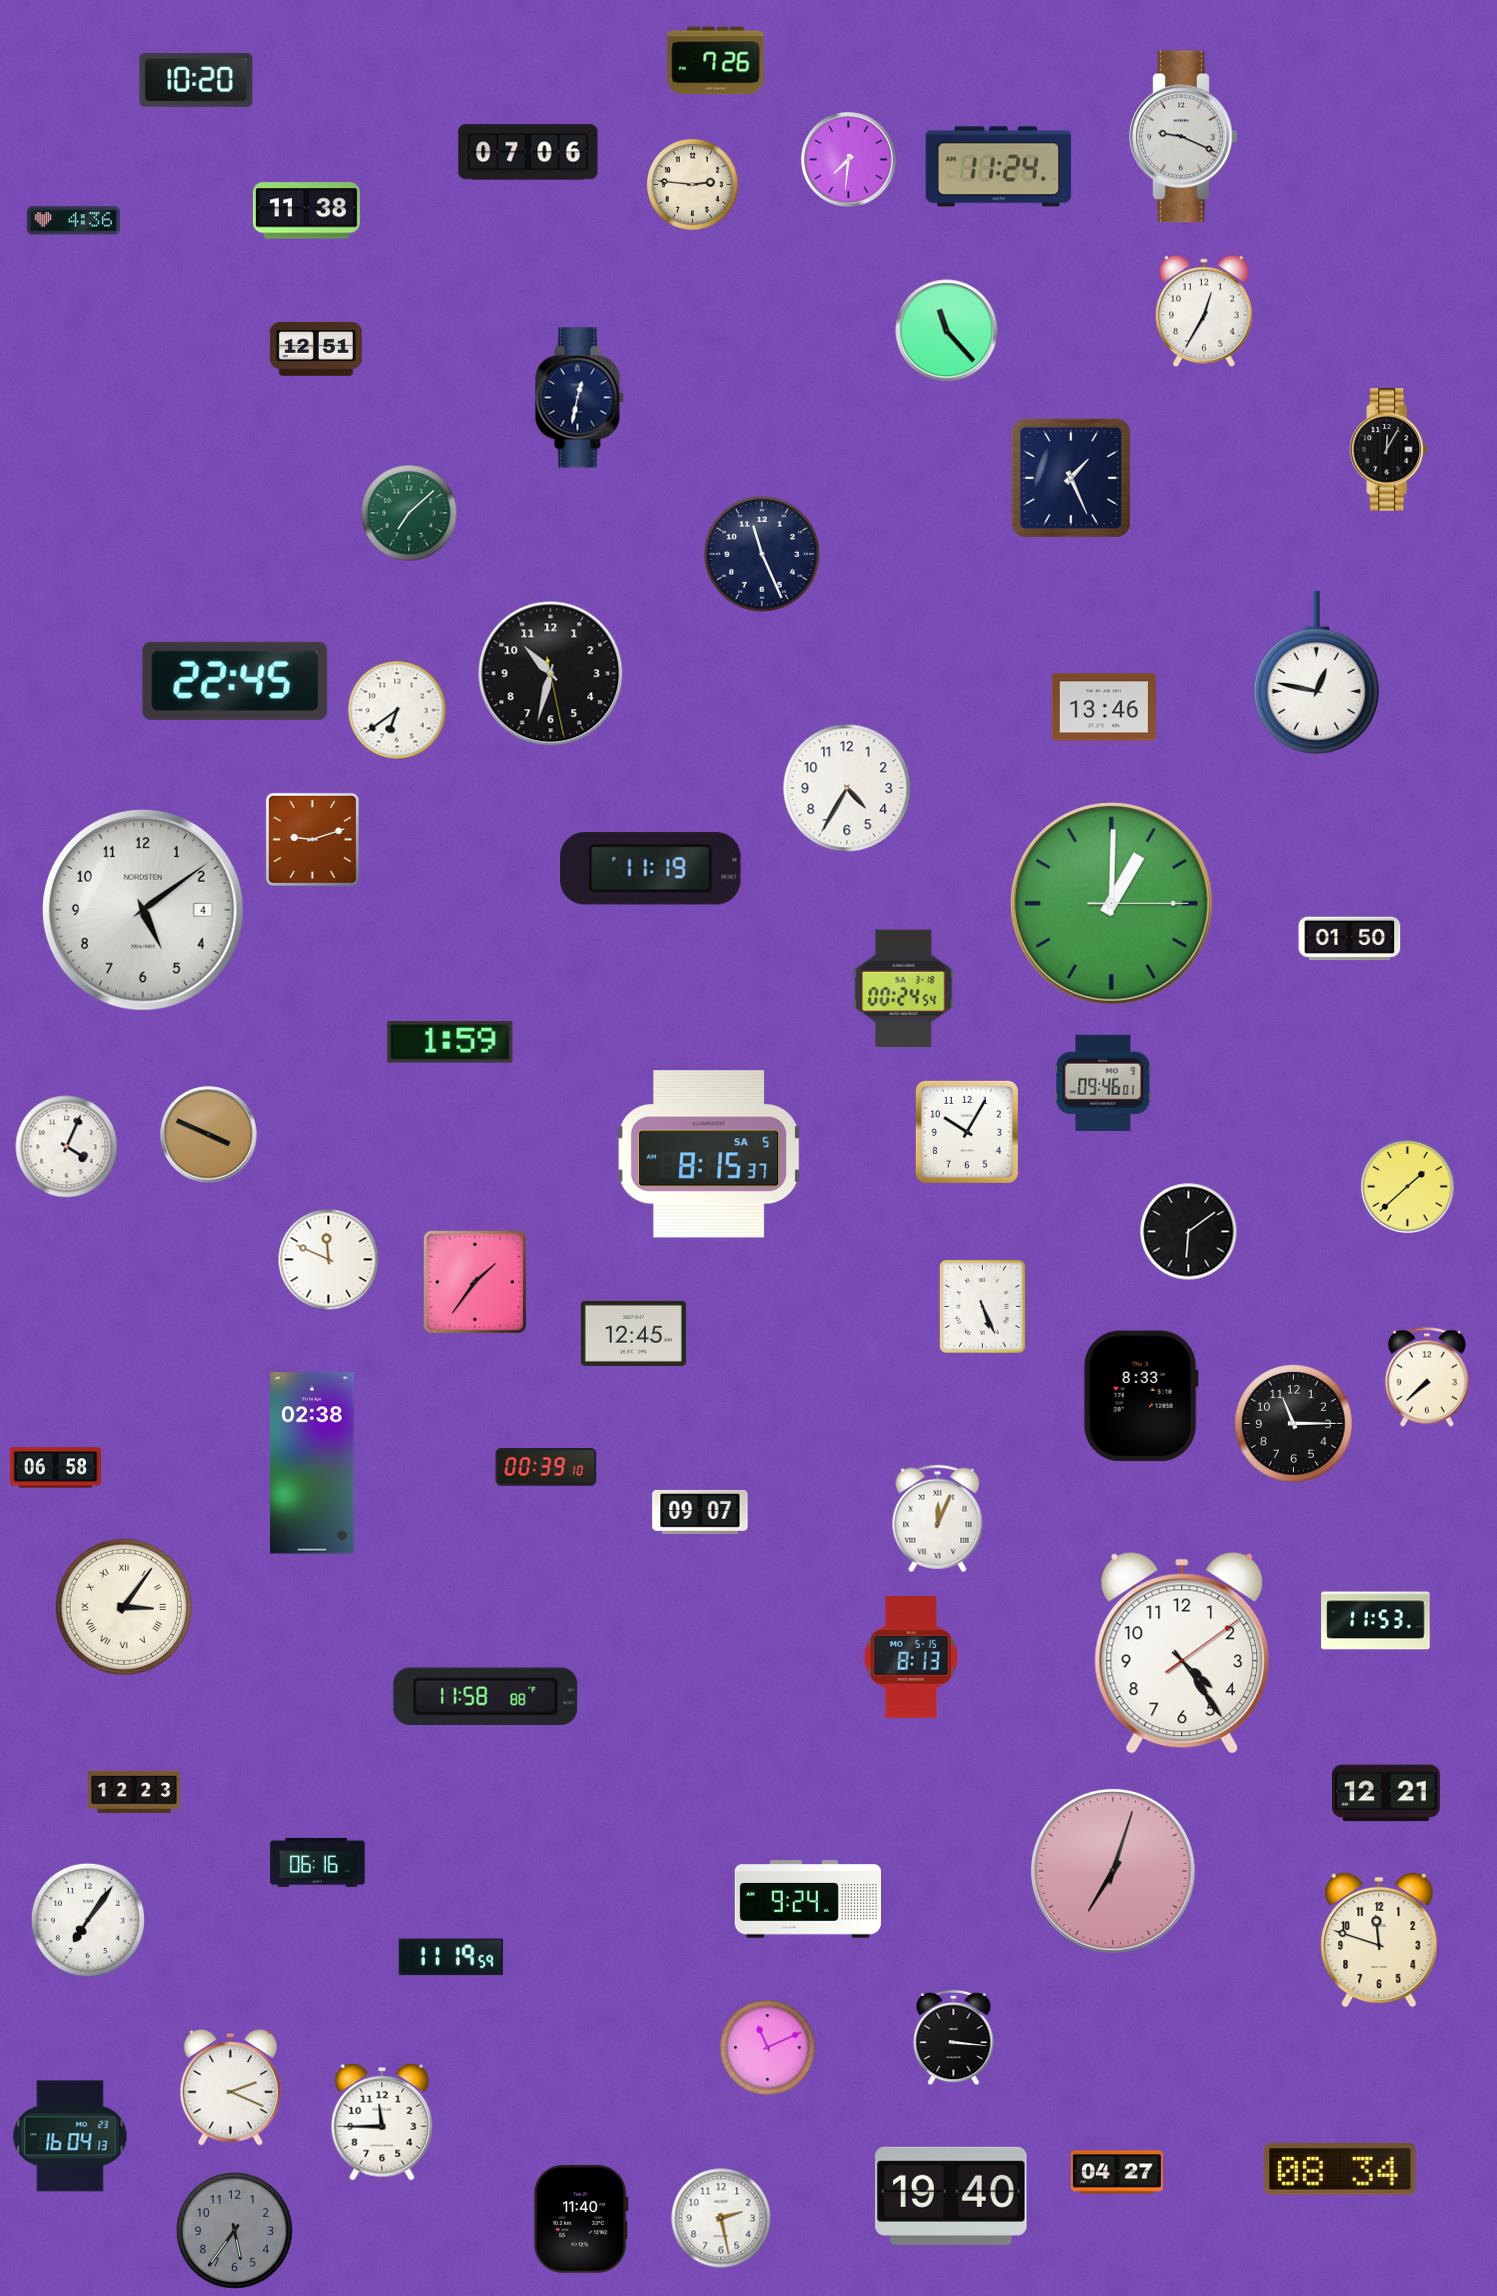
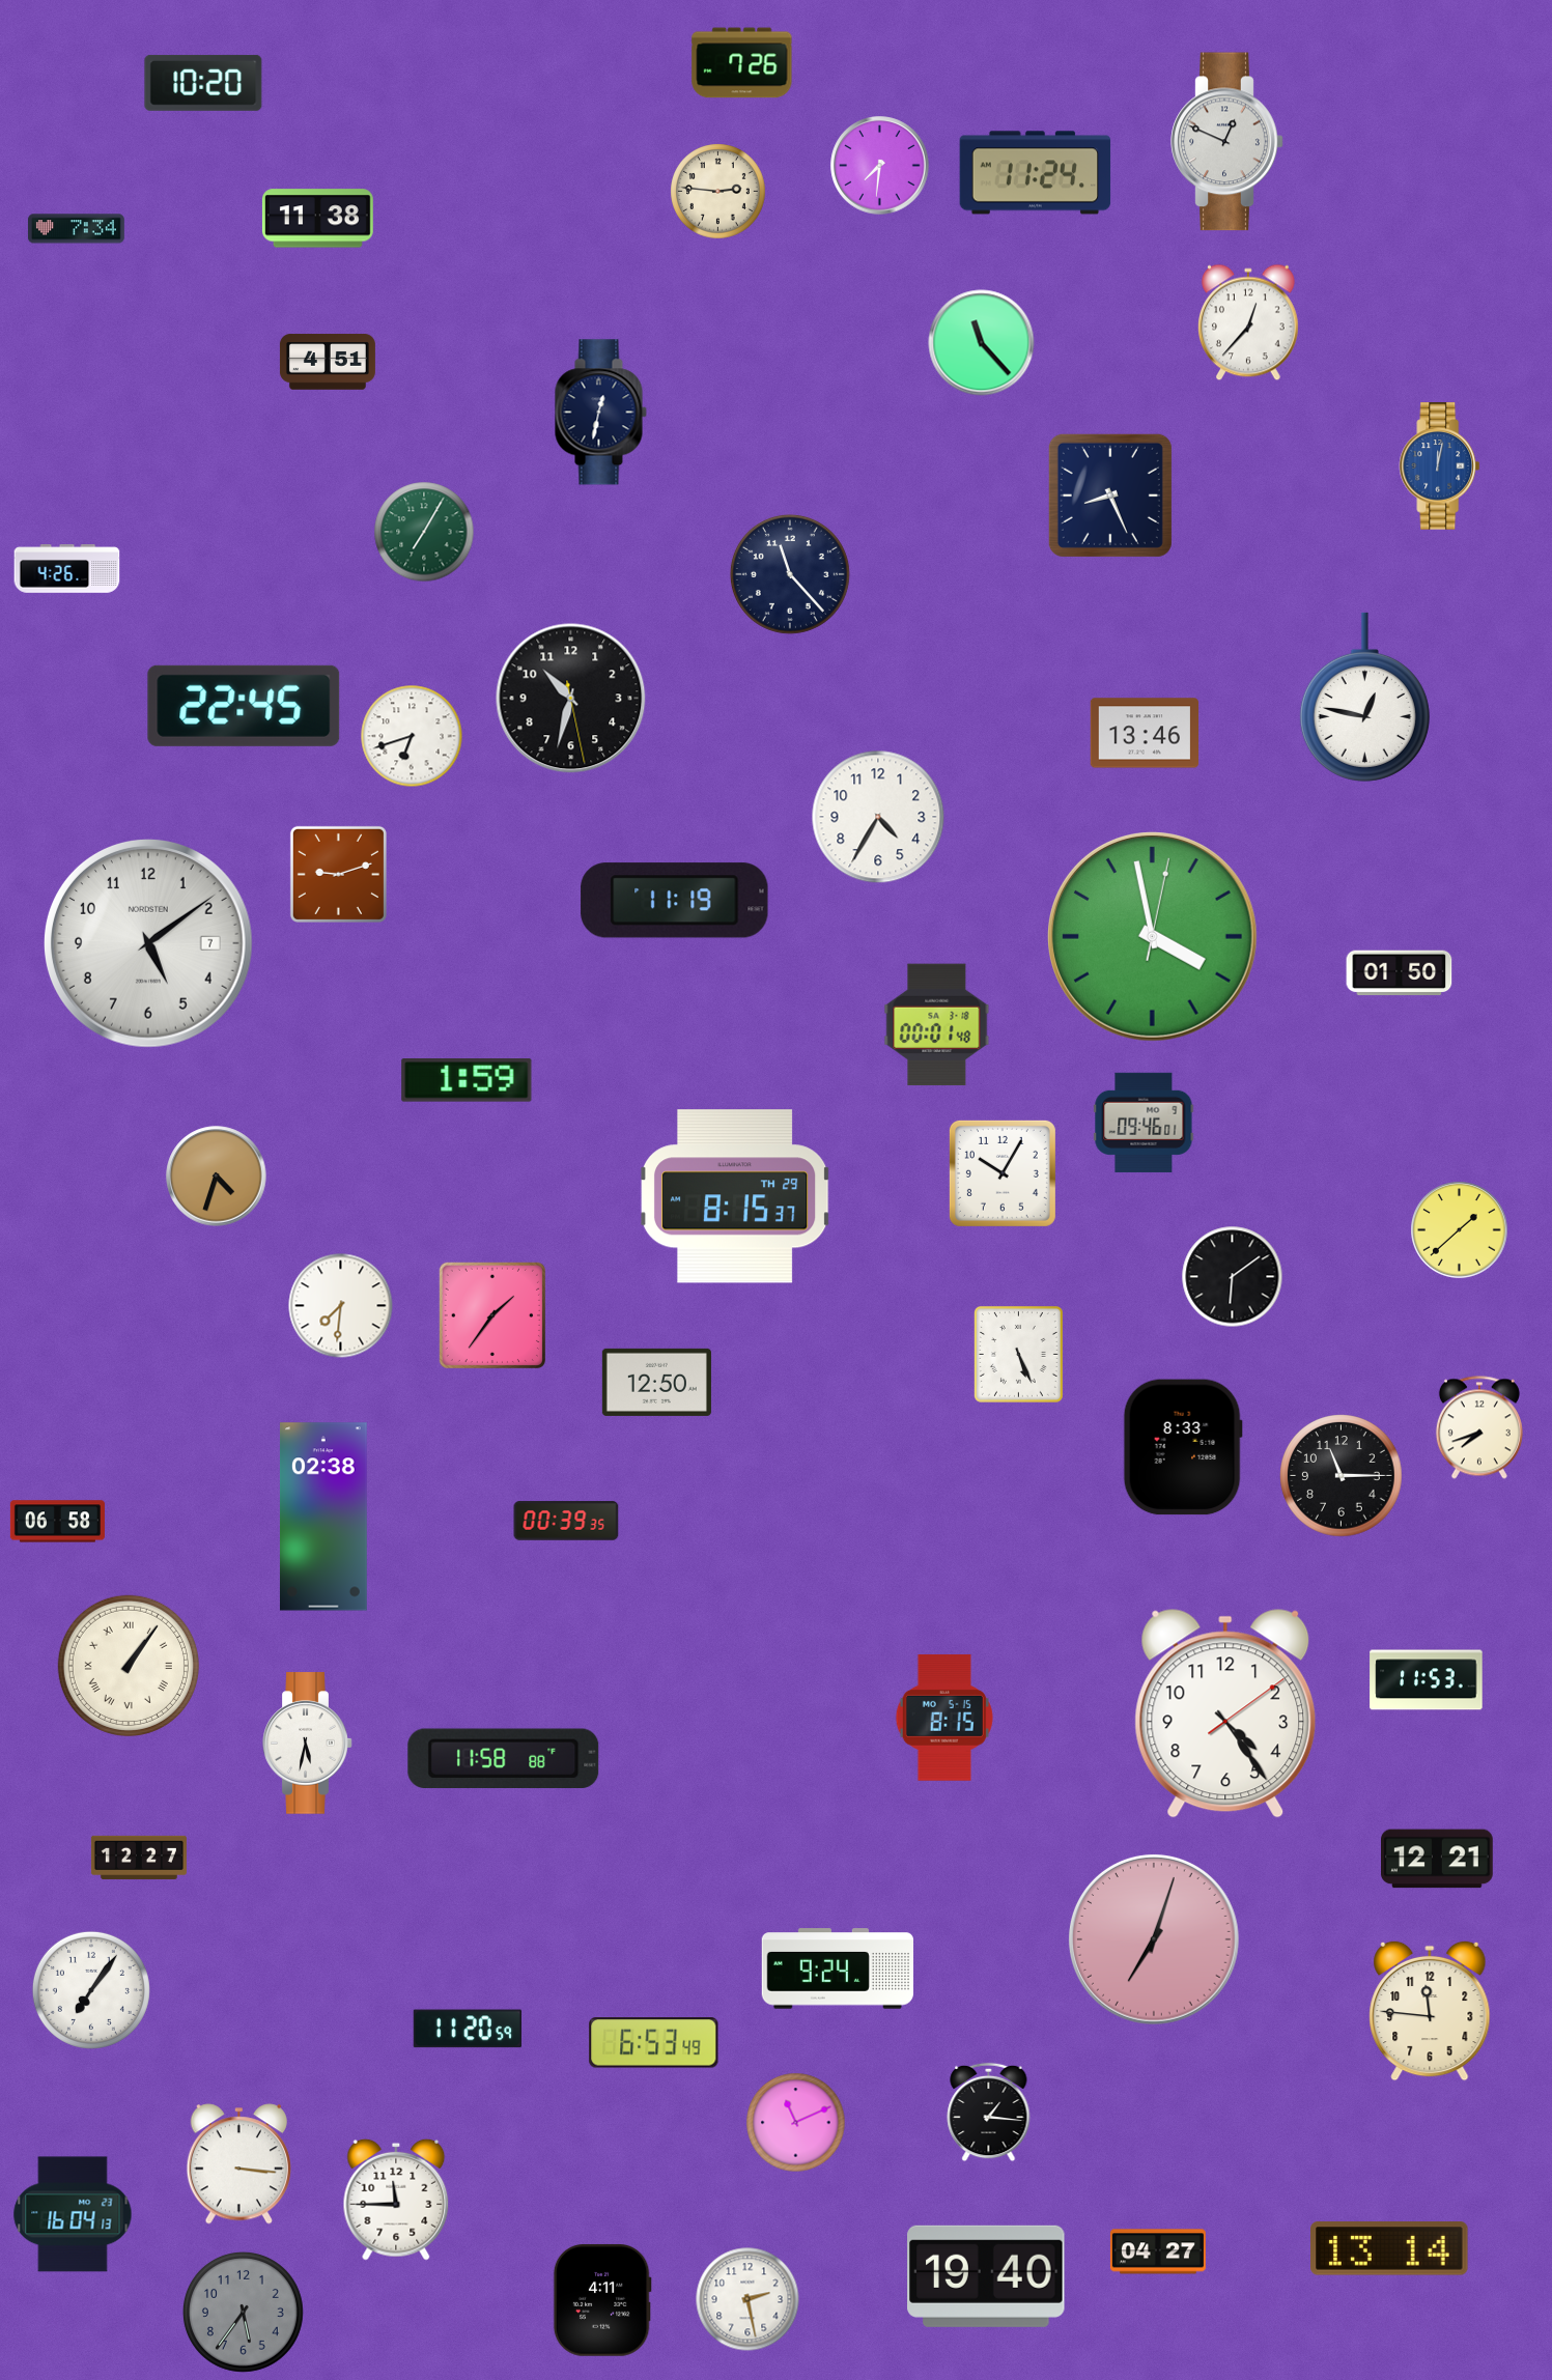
clock at (1184, 137): 9:19 -> 12:49
clock at (528, 152): 07:06 -> none
clock at (73, 221): 4:36 -> 7:34
clock at (1204, 311): 12:35 -> 12:37
clock at (316, 349): 12:51 -> 4:51
clock at (1389, 450): 12:05 -> 12:02
clock at (1389, 450) dial: black -> blue
clock at (1071, 478): 1:26 -> 8:26
clock at (409, 513): 7:08 -> 7:05
clock at (67, 569): none -> 4:26
clock at (762, 554): 11:26 -> 11:23
clock at (397, 710): 6:39 -> 6:42
clock at (312, 839) position: (312, 839) -> (338, 874)
clock at (1112, 904): 1:00 -> 3:58
clock at (144, 911) date: 4 -> 7
clock at (904, 989): 00:24 -> 00:01
clock at (209, 1135): 3:49 -> 4:33
clock at (67, 1147): 4:04 -> none
clock at (709, 1154) date: SA 5 -> TH 29
clock at (329, 1260): 11:49 -> 7:31
clock at (475, 1282) position: (475, 1282) -> (492, 1315)
clock at (633, 1333): 12:45 -> 12:50
clock at (1427, 1377): 7:38 -> 7:42
clock at (546, 1467): 00:39:10 -> 00:39:35
clock at (700, 1512): 09:07 -> none
clock at (938, 1519): 12:04 -> none
clock at (124, 1607): 3:06 -> 1:06
clock at (911, 1657): 8:13 -> 8:15
clock at (308, 1744): none -> 5:32
clock at (134, 1791): 12:23 -> 12:27
clock at (318, 1862): 06:16 -> none
clock at (1379, 1940): 11:48 -> 11:46
clock at (451, 1957): 11:19 -> 11:20
clock at (654, 2043): none -> 6:53
clock at (954, 2038): 3:16 -> 1:16
clock at (230, 2088): 2:19 -> 3:16
clock at (1340, 2169): 08:34 -> 13:14
clock at (581, 2219): 11:40 -> 4:11
